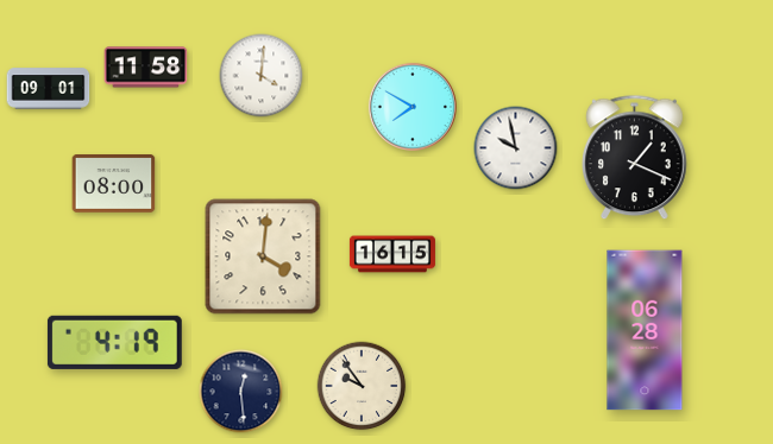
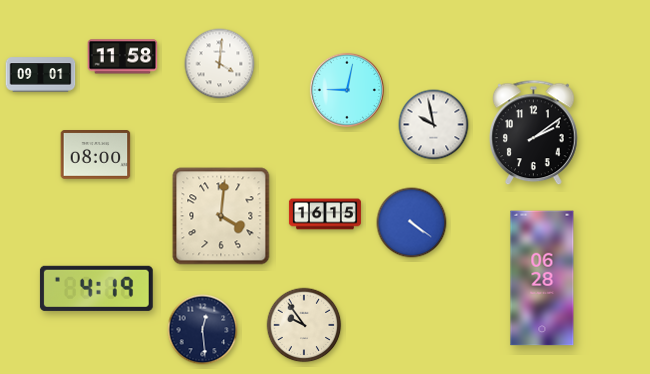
clock at (413, 107): 7:50 -> 9:02
clock at (635, 158): 1:19 -> 2:09
clock at (392, 254) position: (392, 254) -> (325, 214)
clock at (412, 223): none -> 4:21
